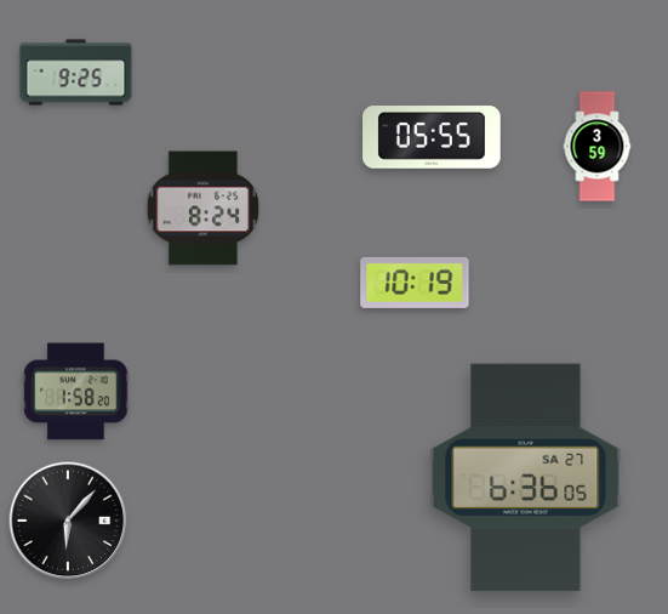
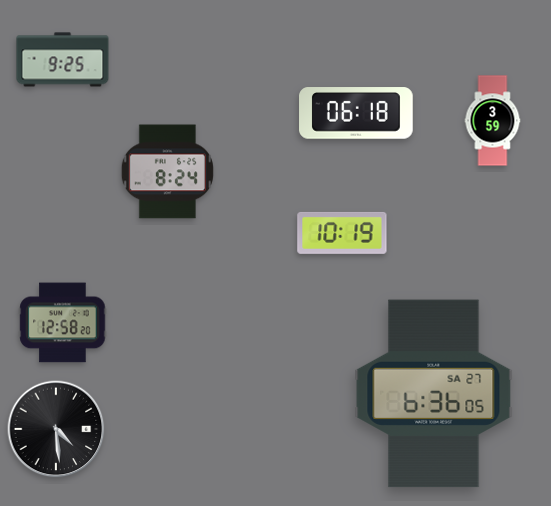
clock at (432, 137): 05:55 -> 06:18
clock at (76, 392): 1:58 -> 12:58
clock at (68, 521): 6:07 -> 4:29
